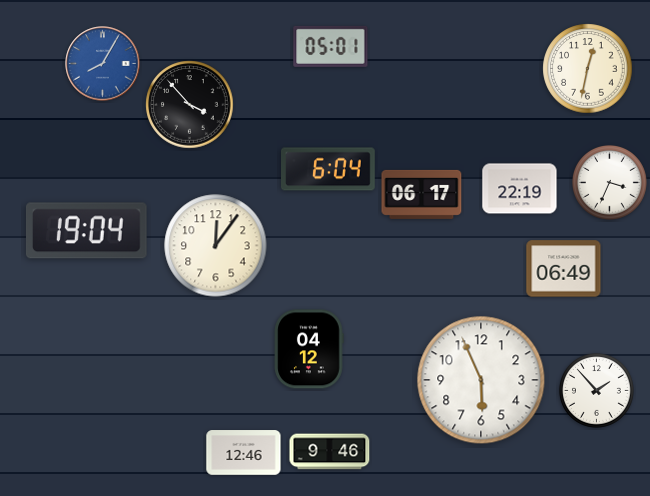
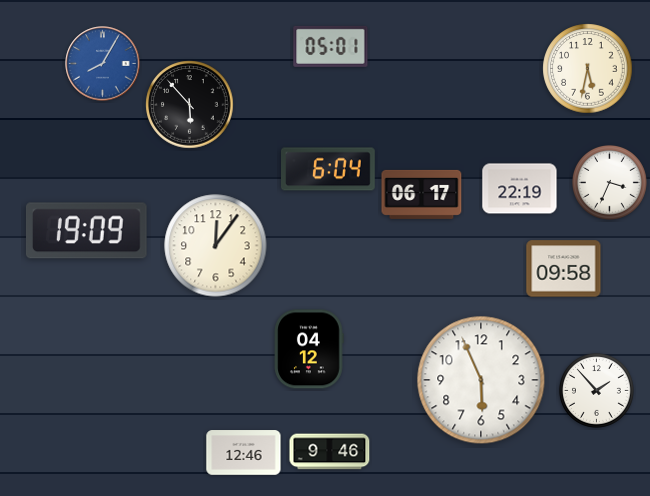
clock at (588, 69): 12:32 -> 5:32
clock at (190, 105): 3:53 -> 5:53
clock at (86, 231): 19:04 -> 19:09
clock at (564, 269): 06:49 -> 09:58
